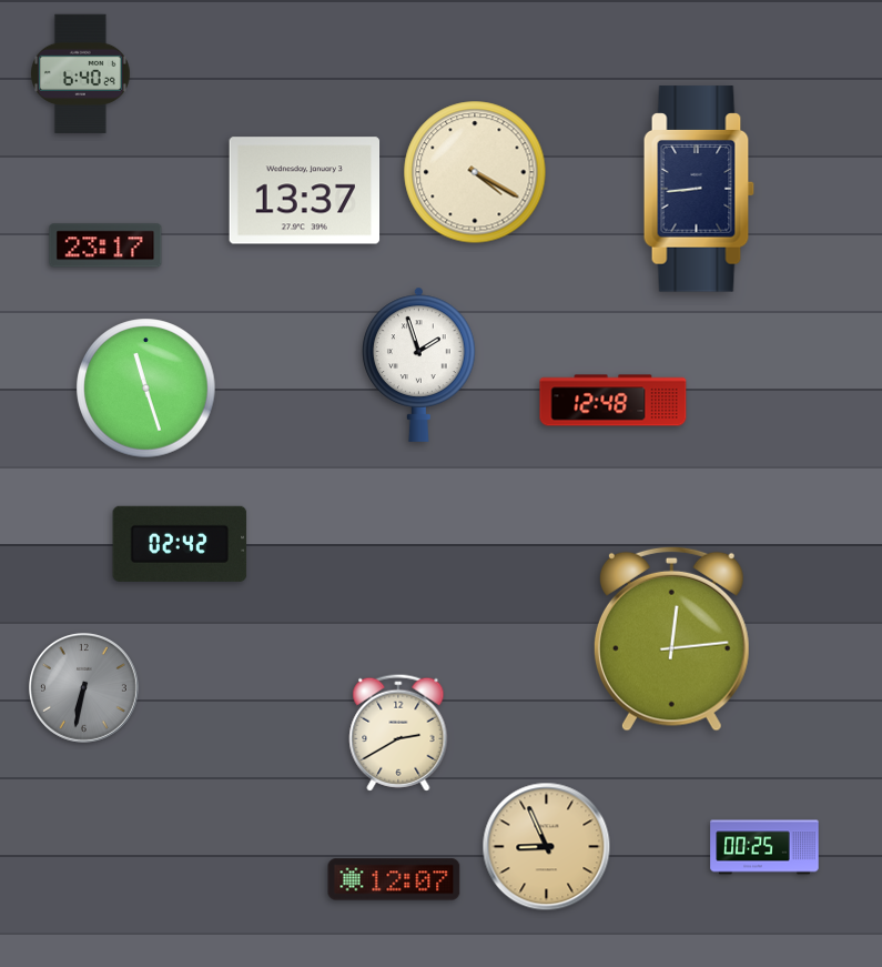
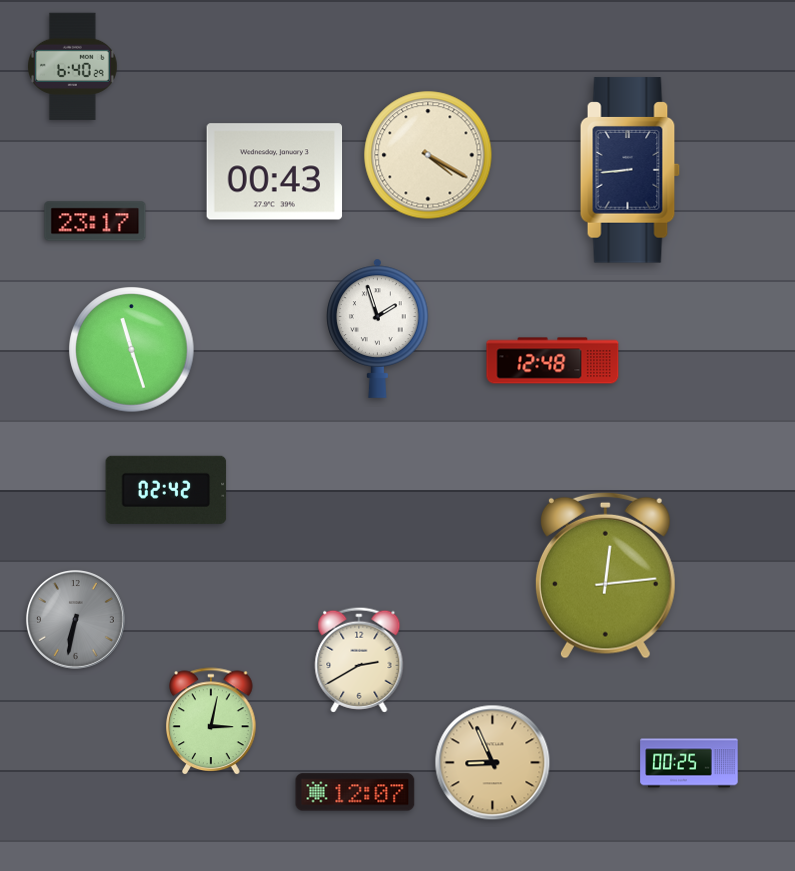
clock at (305, 191): 13:37 -> 00:43
clock at (180, 544) position: (180, 544) -> (166, 490)
clock at (211, 721): none -> 3:02
